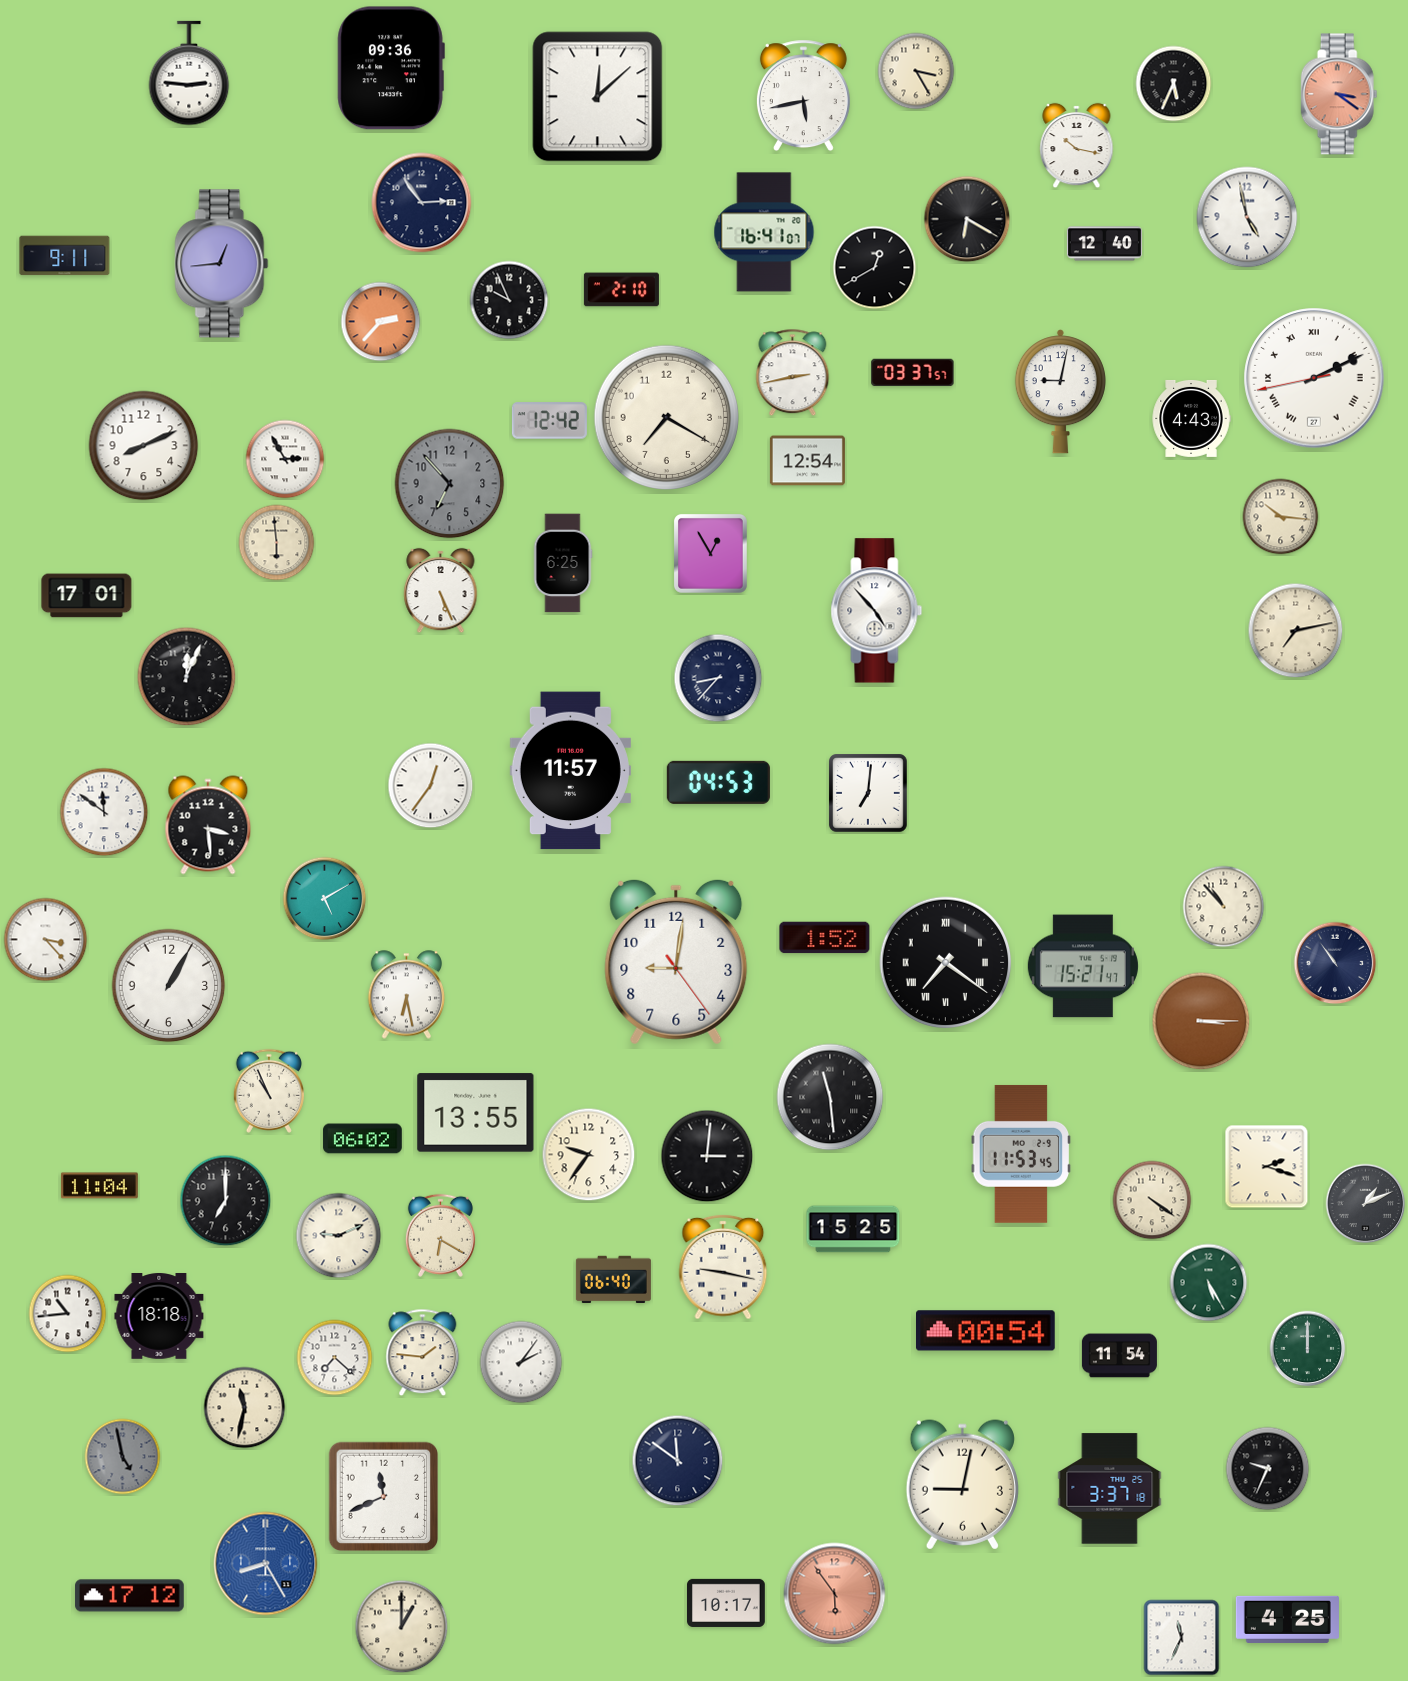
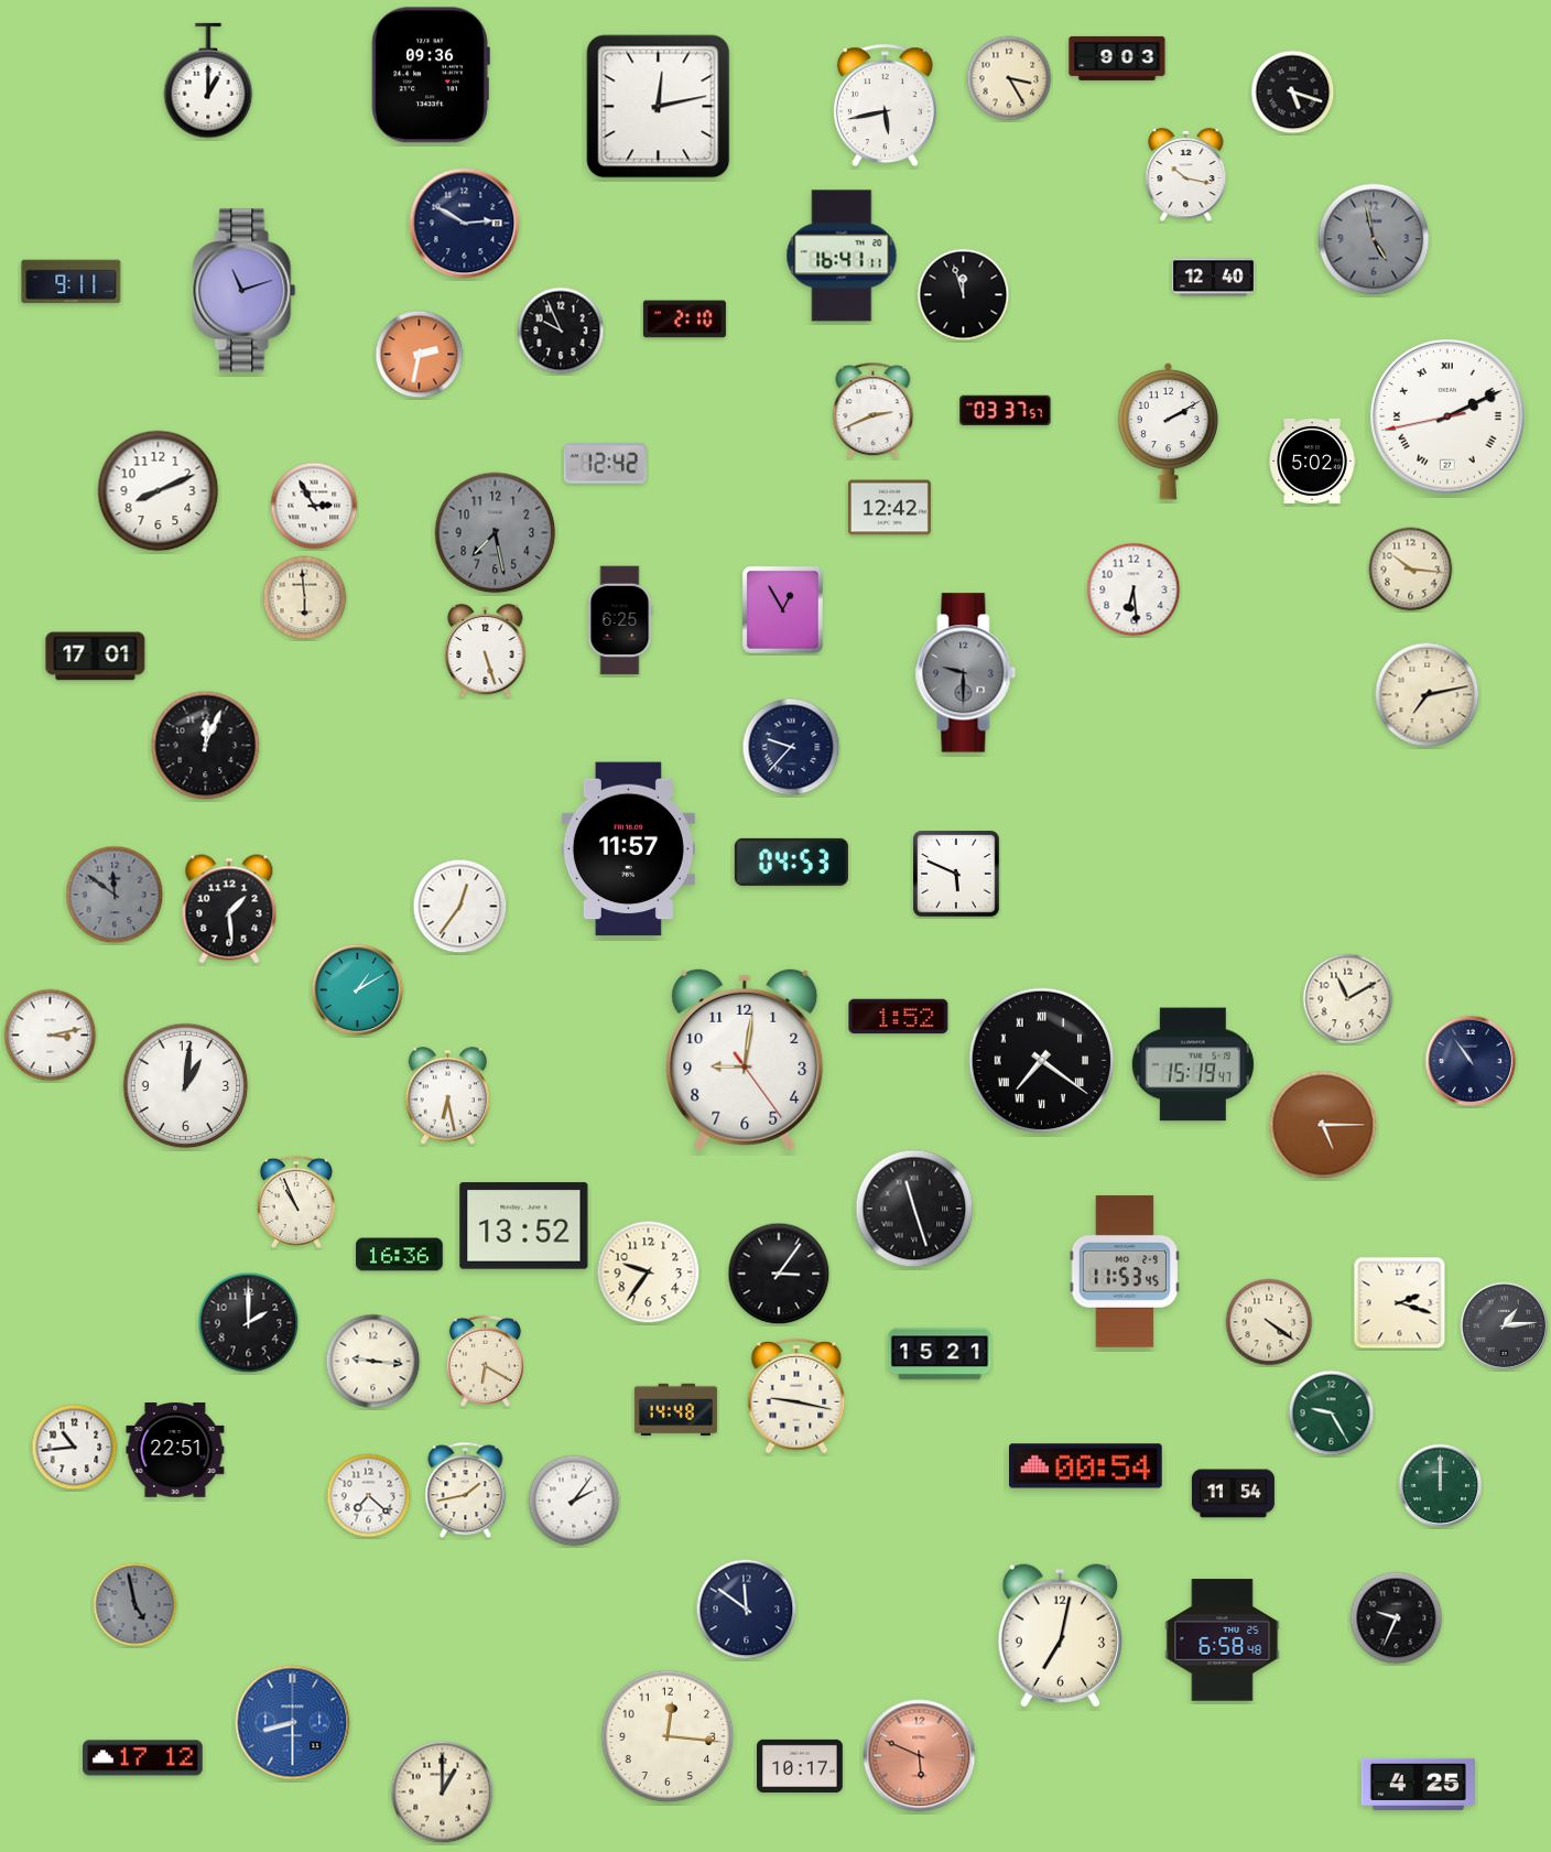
clock at (1117, 58): none -> 9:03
clock at (189, 73): 2:46 -> 1:00
clock at (1174, 84): 5:34 -> 5:18
clock at (1339, 94): 3:21 -> none
clock at (598, 97): 12:08 -> 12:13
clock at (1077, 146) position: (1077, 146) -> (1186, 175)
clock at (422, 203): 2:54 -> 2:50
clock at (1247, 217) dial: white -> grey
clock at (967, 219): 6:20 -> none
clock at (764, 232): 16:41:07 -> 16:41:11
clock at (1104, 244) position: (1104, 244) -> (1213, 278)
clock at (222, 264): 12:44 -> 11:12
clock at (875, 268): 12:40 -> 11:57
clock at (381, 322): 2:37 -> 2:32
clock at (793, 373): 2:43 -> 2:41
clock at (1060, 392): 9:02 -> 2:10
clock at (666, 417): 7:20 -> none
clock at (1191, 418): 4:43 -> 5:02
clock at (807, 461): 12:54 -> 12:42
clock at (450, 484): 6:53 -> 7:28
clock at (1134, 589): none -> 6:29
clock at (441, 591): 5:26 -> 5:27
clock at (877, 611): 4:53 -> 9:30
clock at (877, 611) dial: white -> grey
clock at (718, 678): 8:37 -> 9:37
clock at (431, 786) position: (431, 786) -> (460, 907)
clock at (869, 794): 7:01 -> 5:49
clock at (104, 812) dial: white -> grey
clock at (208, 825): 3:29 -> 1:29
clock at (325, 899): 5:10 -> 1:10
clock at (1224, 907): 10:53 -> 11:10
clock at (825, 938) position: (825, 938) -> (899, 1017)
clock at (46, 940): 3:23 -> 3:13
clock at (1083, 966): 15:21 -> 15:19
clock at (169, 986): 1:05 -> 1:01
clock at (1201, 1021): 3:15 -> 5:15
clock at (830, 1097): 11:29 -> 11:27
clock at (476, 1113): 13:55 -> 13:52
clock at (363, 1139): 06:02 -> 16:36
clock at (707, 1156): 3:01 -> 3:06
clock at (1267, 1167) position: (1267, 1167) -> (1400, 1303)
clock at (99, 1186): 11:04 -> none
clock at (226, 1201): 7:00 -> 2:00
clock at (1366, 1204): 1:11 -> 1:14
clock at (853, 1229): 15:25 -> 15:21
clock at (339, 1236): 9:11 -> 9:16
clock at (613, 1280): 06:40 -> 14:48
clock at (1209, 1283): 5:25 -> 9:25
clock at (159, 1317): 18:18 -> 22:51
clock at (423, 1353): 1:46 -> 1:43
clock at (245, 1408): 11:32 -> none
clock at (962, 1485): 9:02 -> 7:02
clock at (1110, 1489): 3:37 -> 6:58
clock at (384, 1497): 11:41 -> none
clock at (266, 1564): 8:25 -> 8:30
clock at (668, 1736): none -> 12:16
clock at (835, 1594): 5:54 -> 5:49
clock at (1182, 1638): 11:34 -> none
